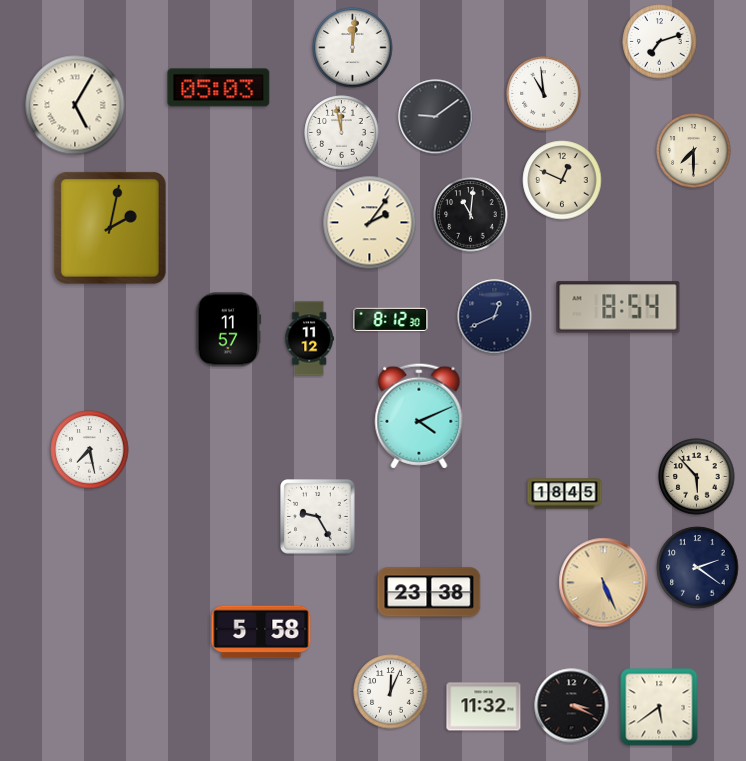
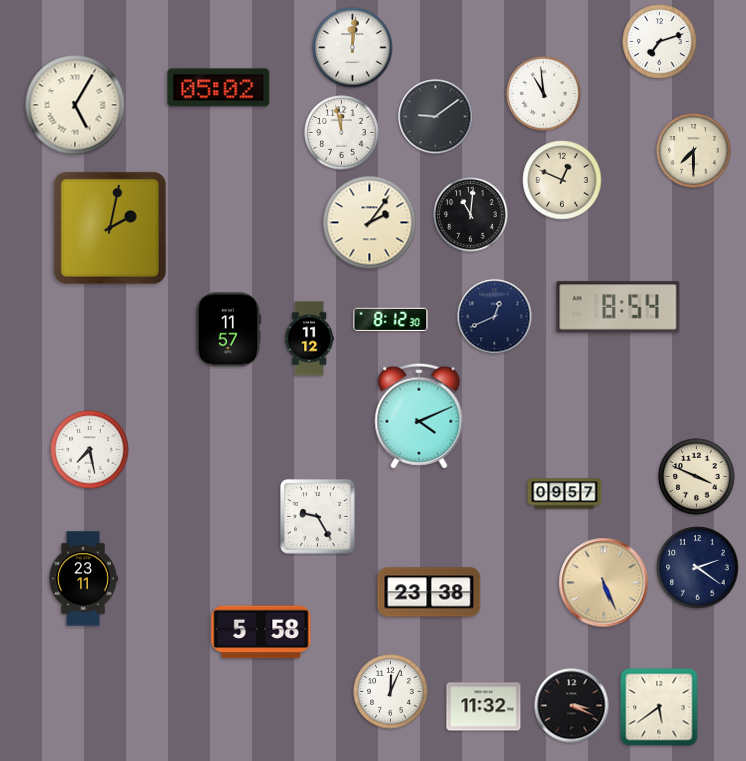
clock at (219, 88): 05:03 -> 05:02
clock at (697, 477): 5:53 -> 3:49
clock at (565, 494): 18:45 -> 09:57
clock at (83, 579): none -> 23:11
